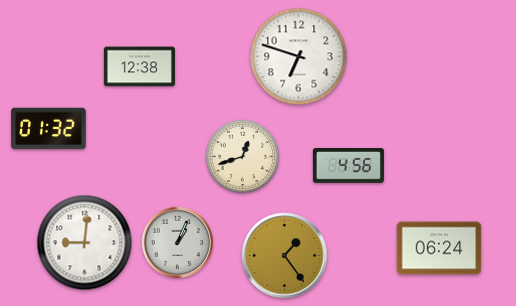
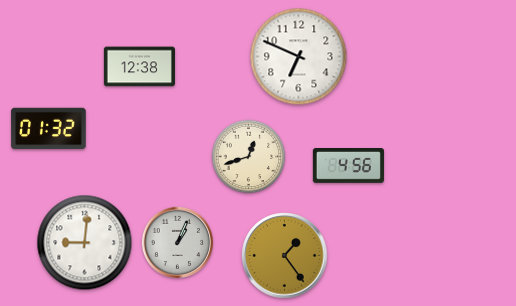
clock at (299, 57): 6:48 -> 6:49
clock at (243, 157) position: (243, 157) -> (249, 157)
clock at (439, 248): 06:24 -> none
